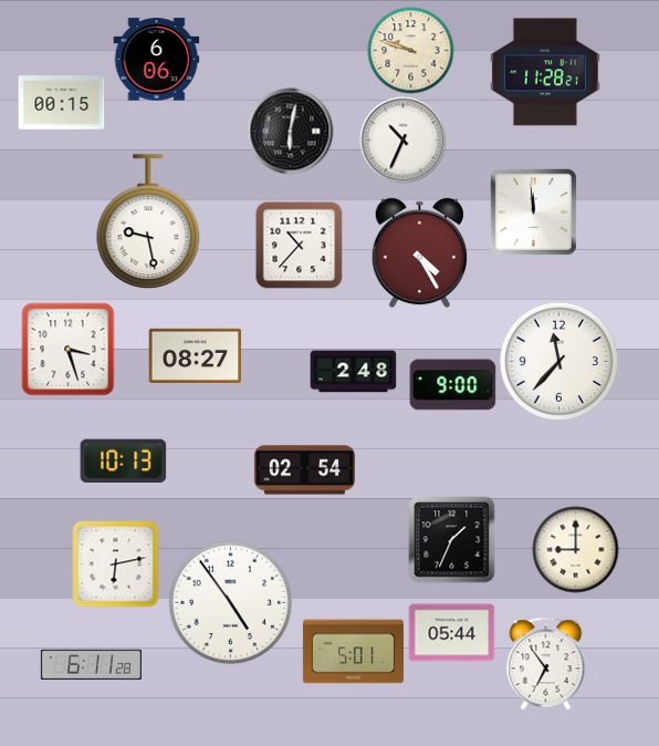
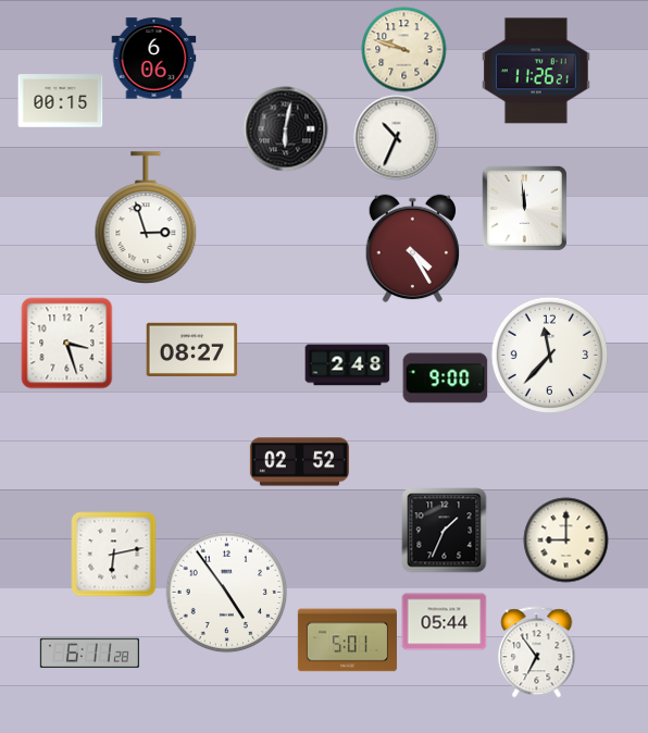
clock at (545, 72): 11:28 -> 11:26
clock at (148, 221): 9:28 -> 2:57
clock at (299, 245): 10:37 -> none
clock at (123, 462): 10:13 -> none
clock at (304, 470): 02:54 -> 02:52
